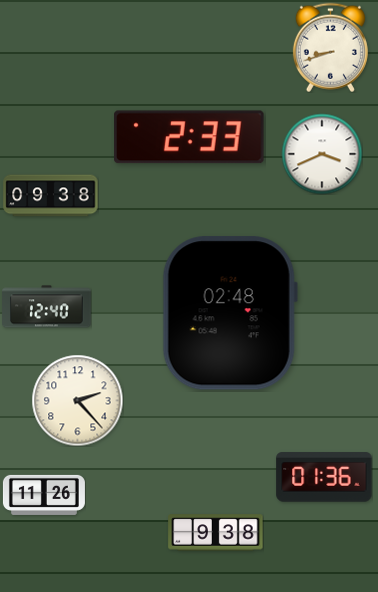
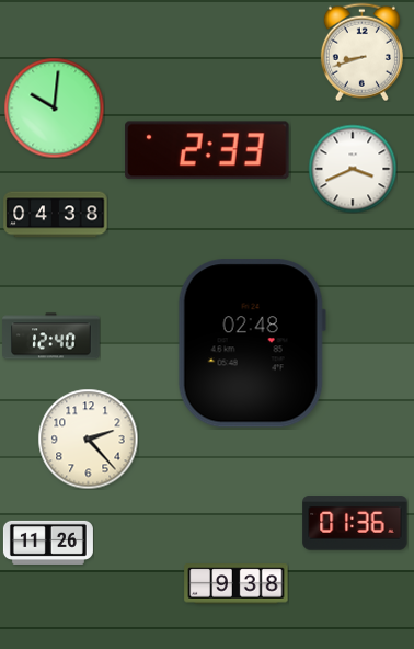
clock at (54, 107): none -> 10:01
clock at (51, 196): 09:38 -> 04:38
clock at (77, 400) position: (77, 400) -> (88, 439)
